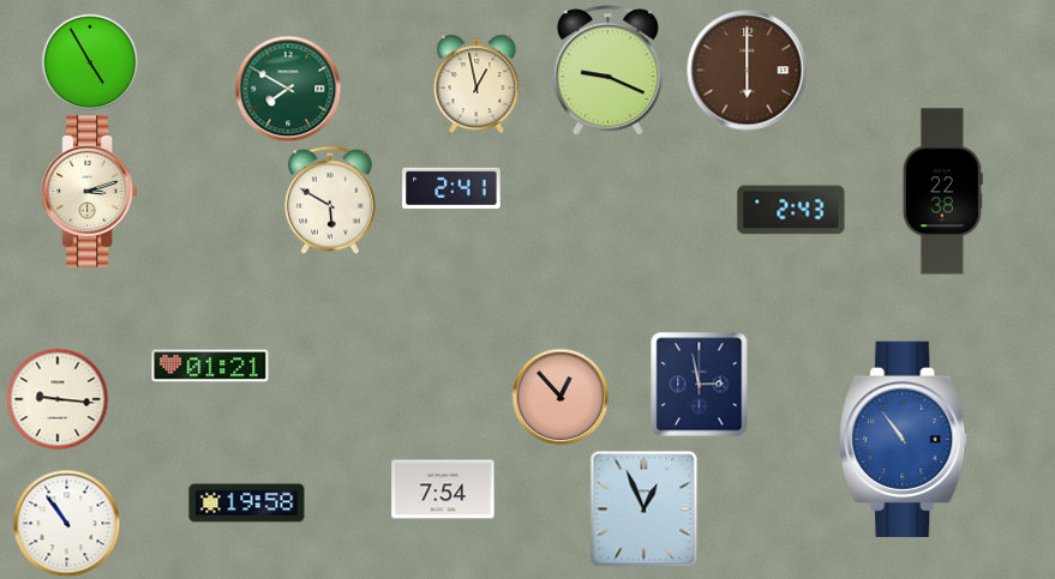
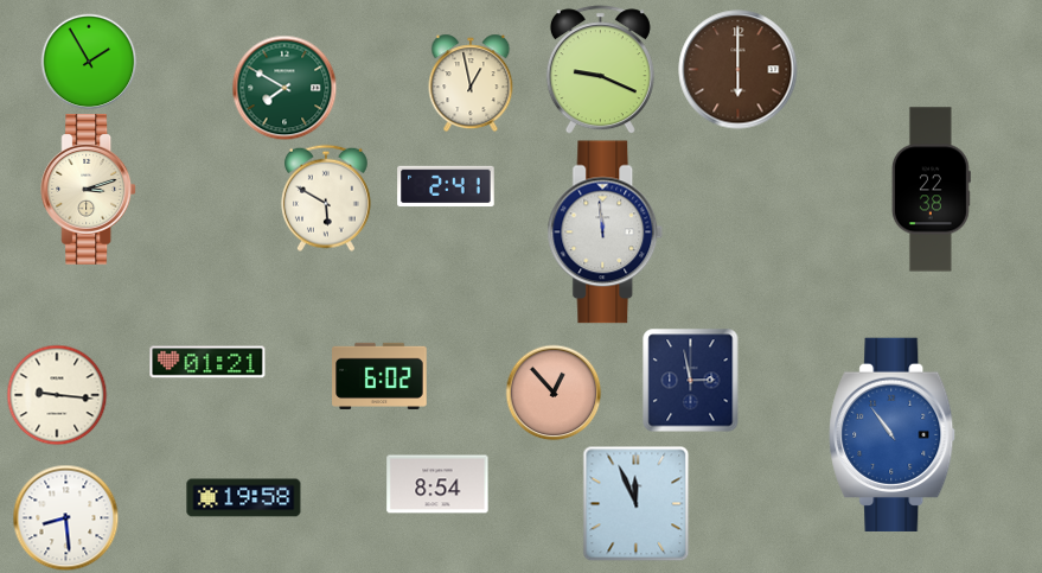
clock at (90, 62): 4:55 -> 1:55
clock at (791, 210): 2:43 -> none
clock at (606, 233): none -> 11:59
clock at (379, 375): none -> 6:02
clock at (443, 489): 7:54 -> 8:54
clock at (645, 508): 12:56 -> 11:56
clock at (66, 523): 10:54 -> 8:29
